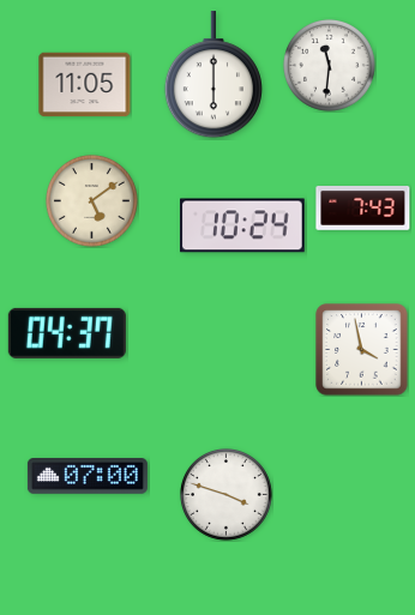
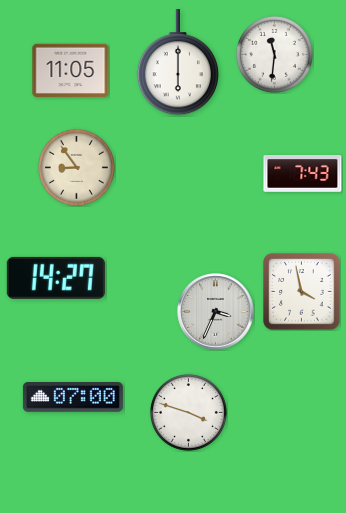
clock at (91, 200): 5:09 -> 8:54
clock at (243, 225): 10:24 -> none
clock at (67, 333): 04:37 -> 14:27
clock at (216, 312): none -> 3:34
